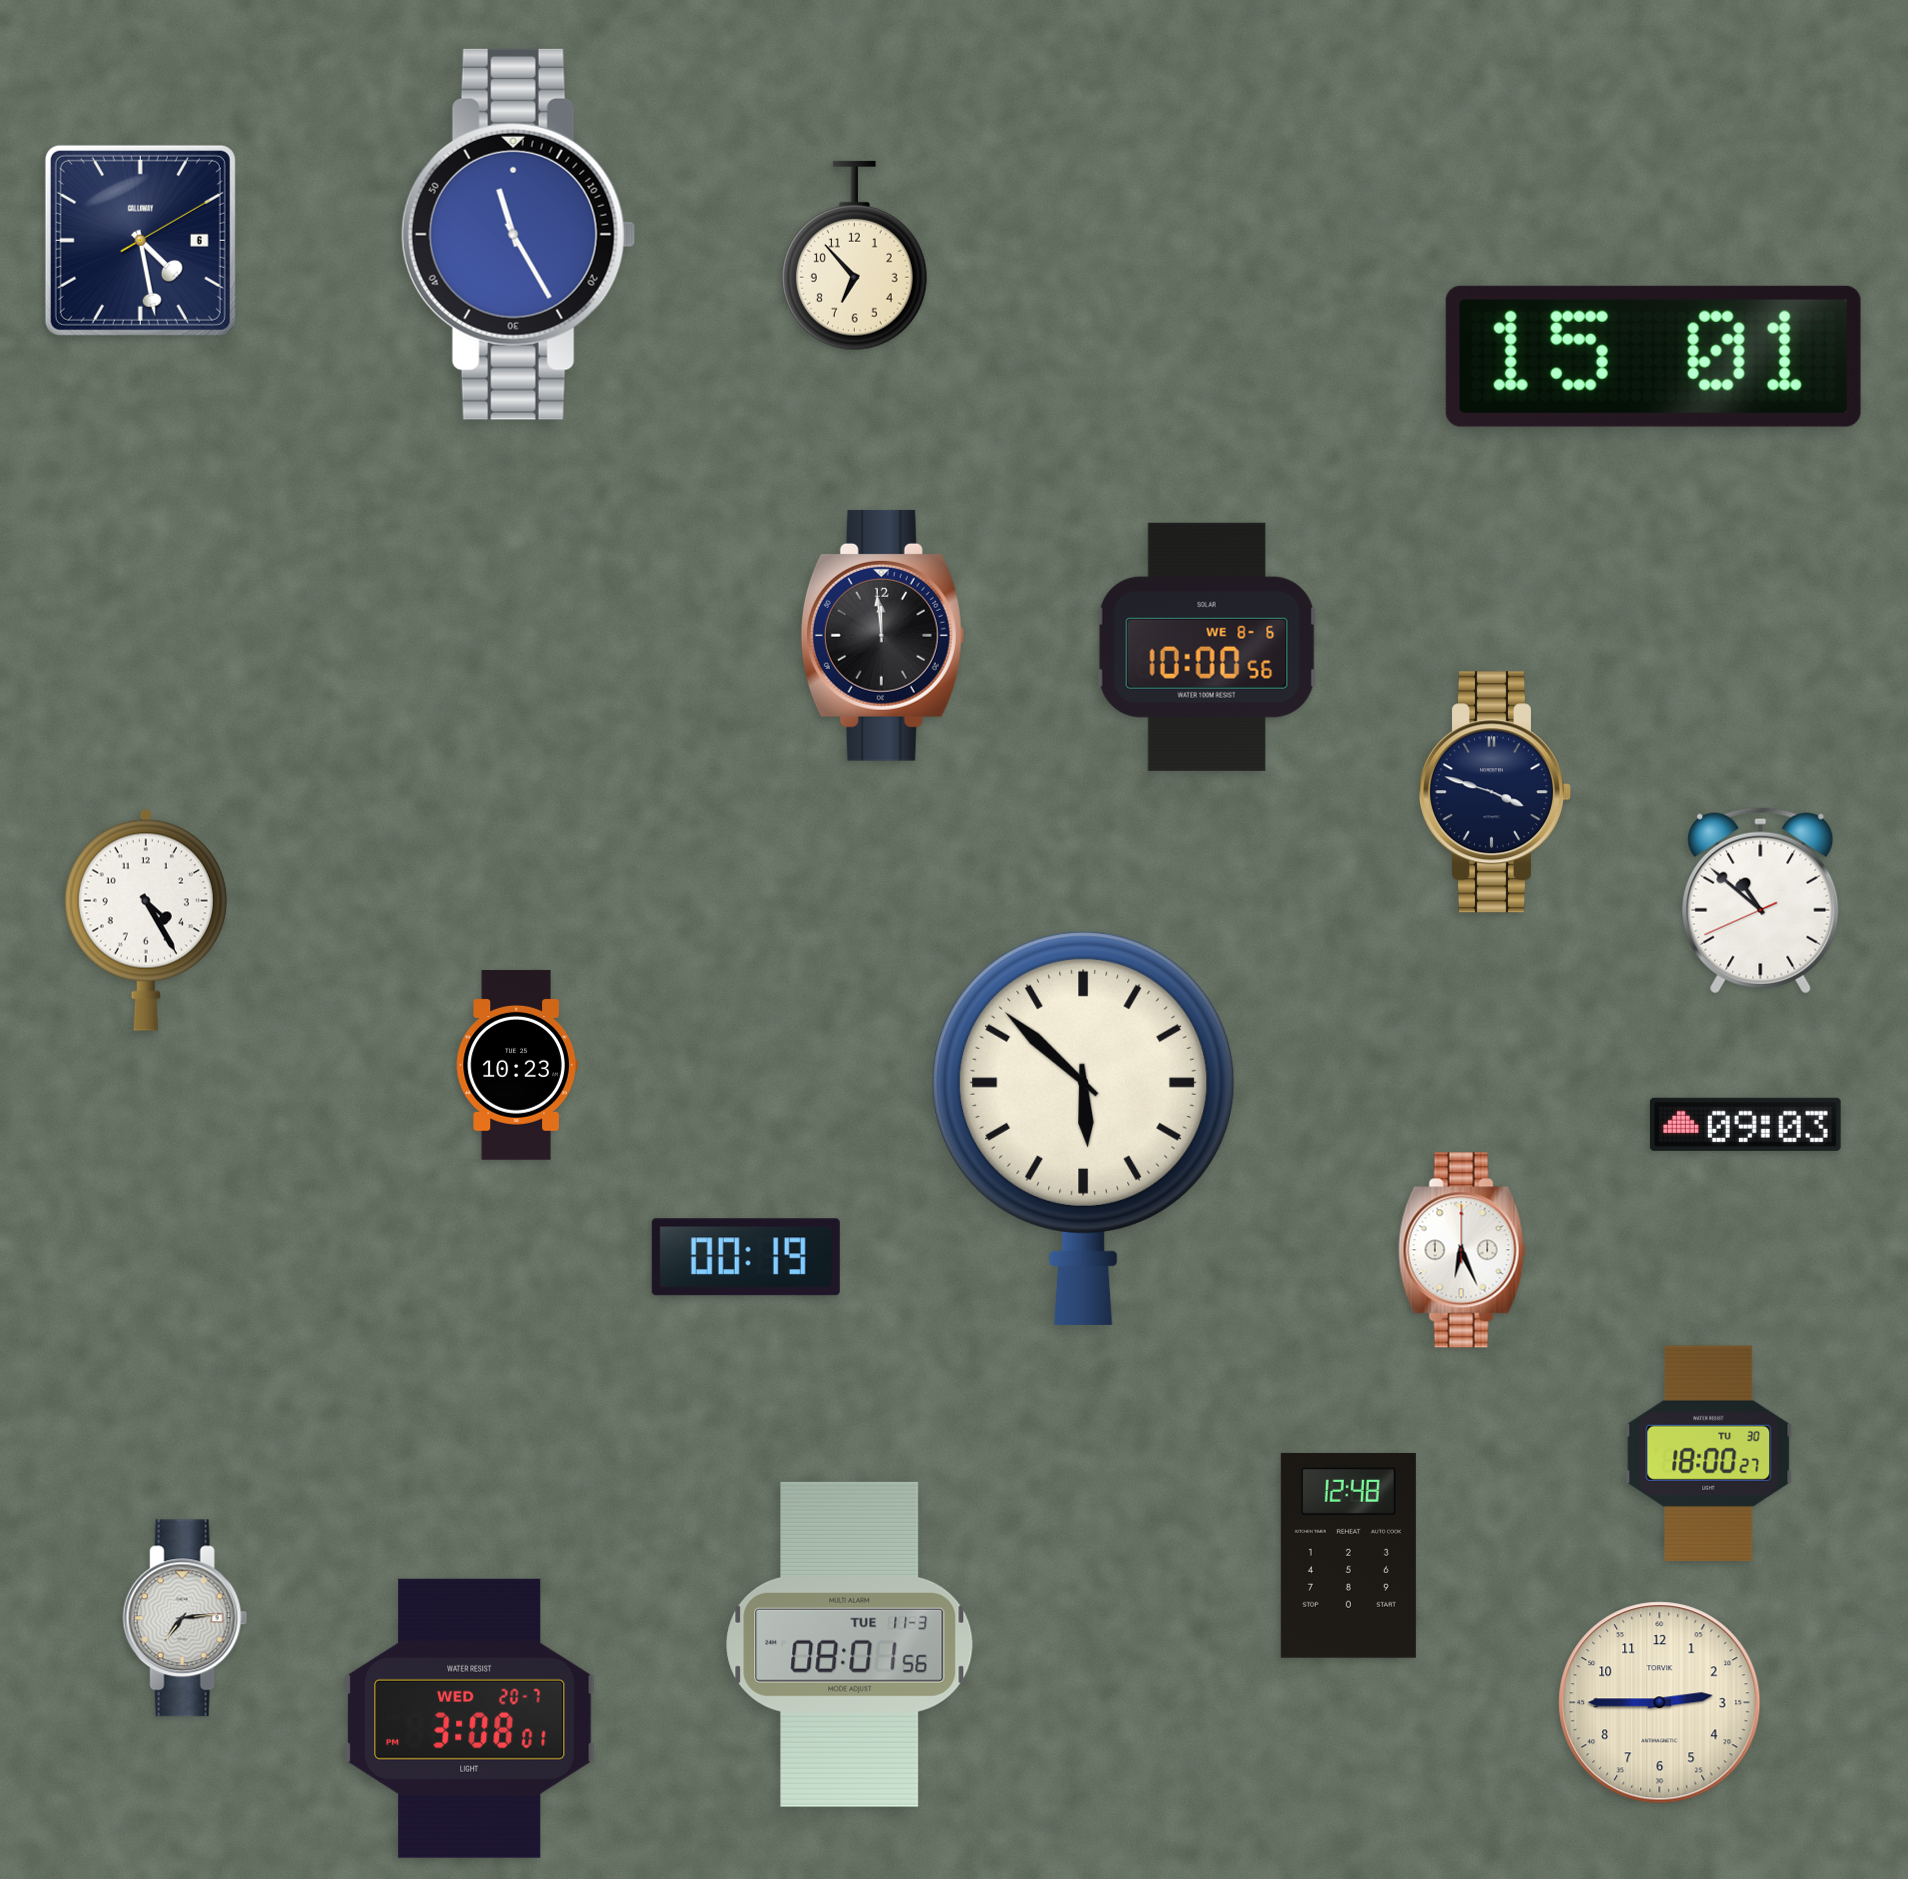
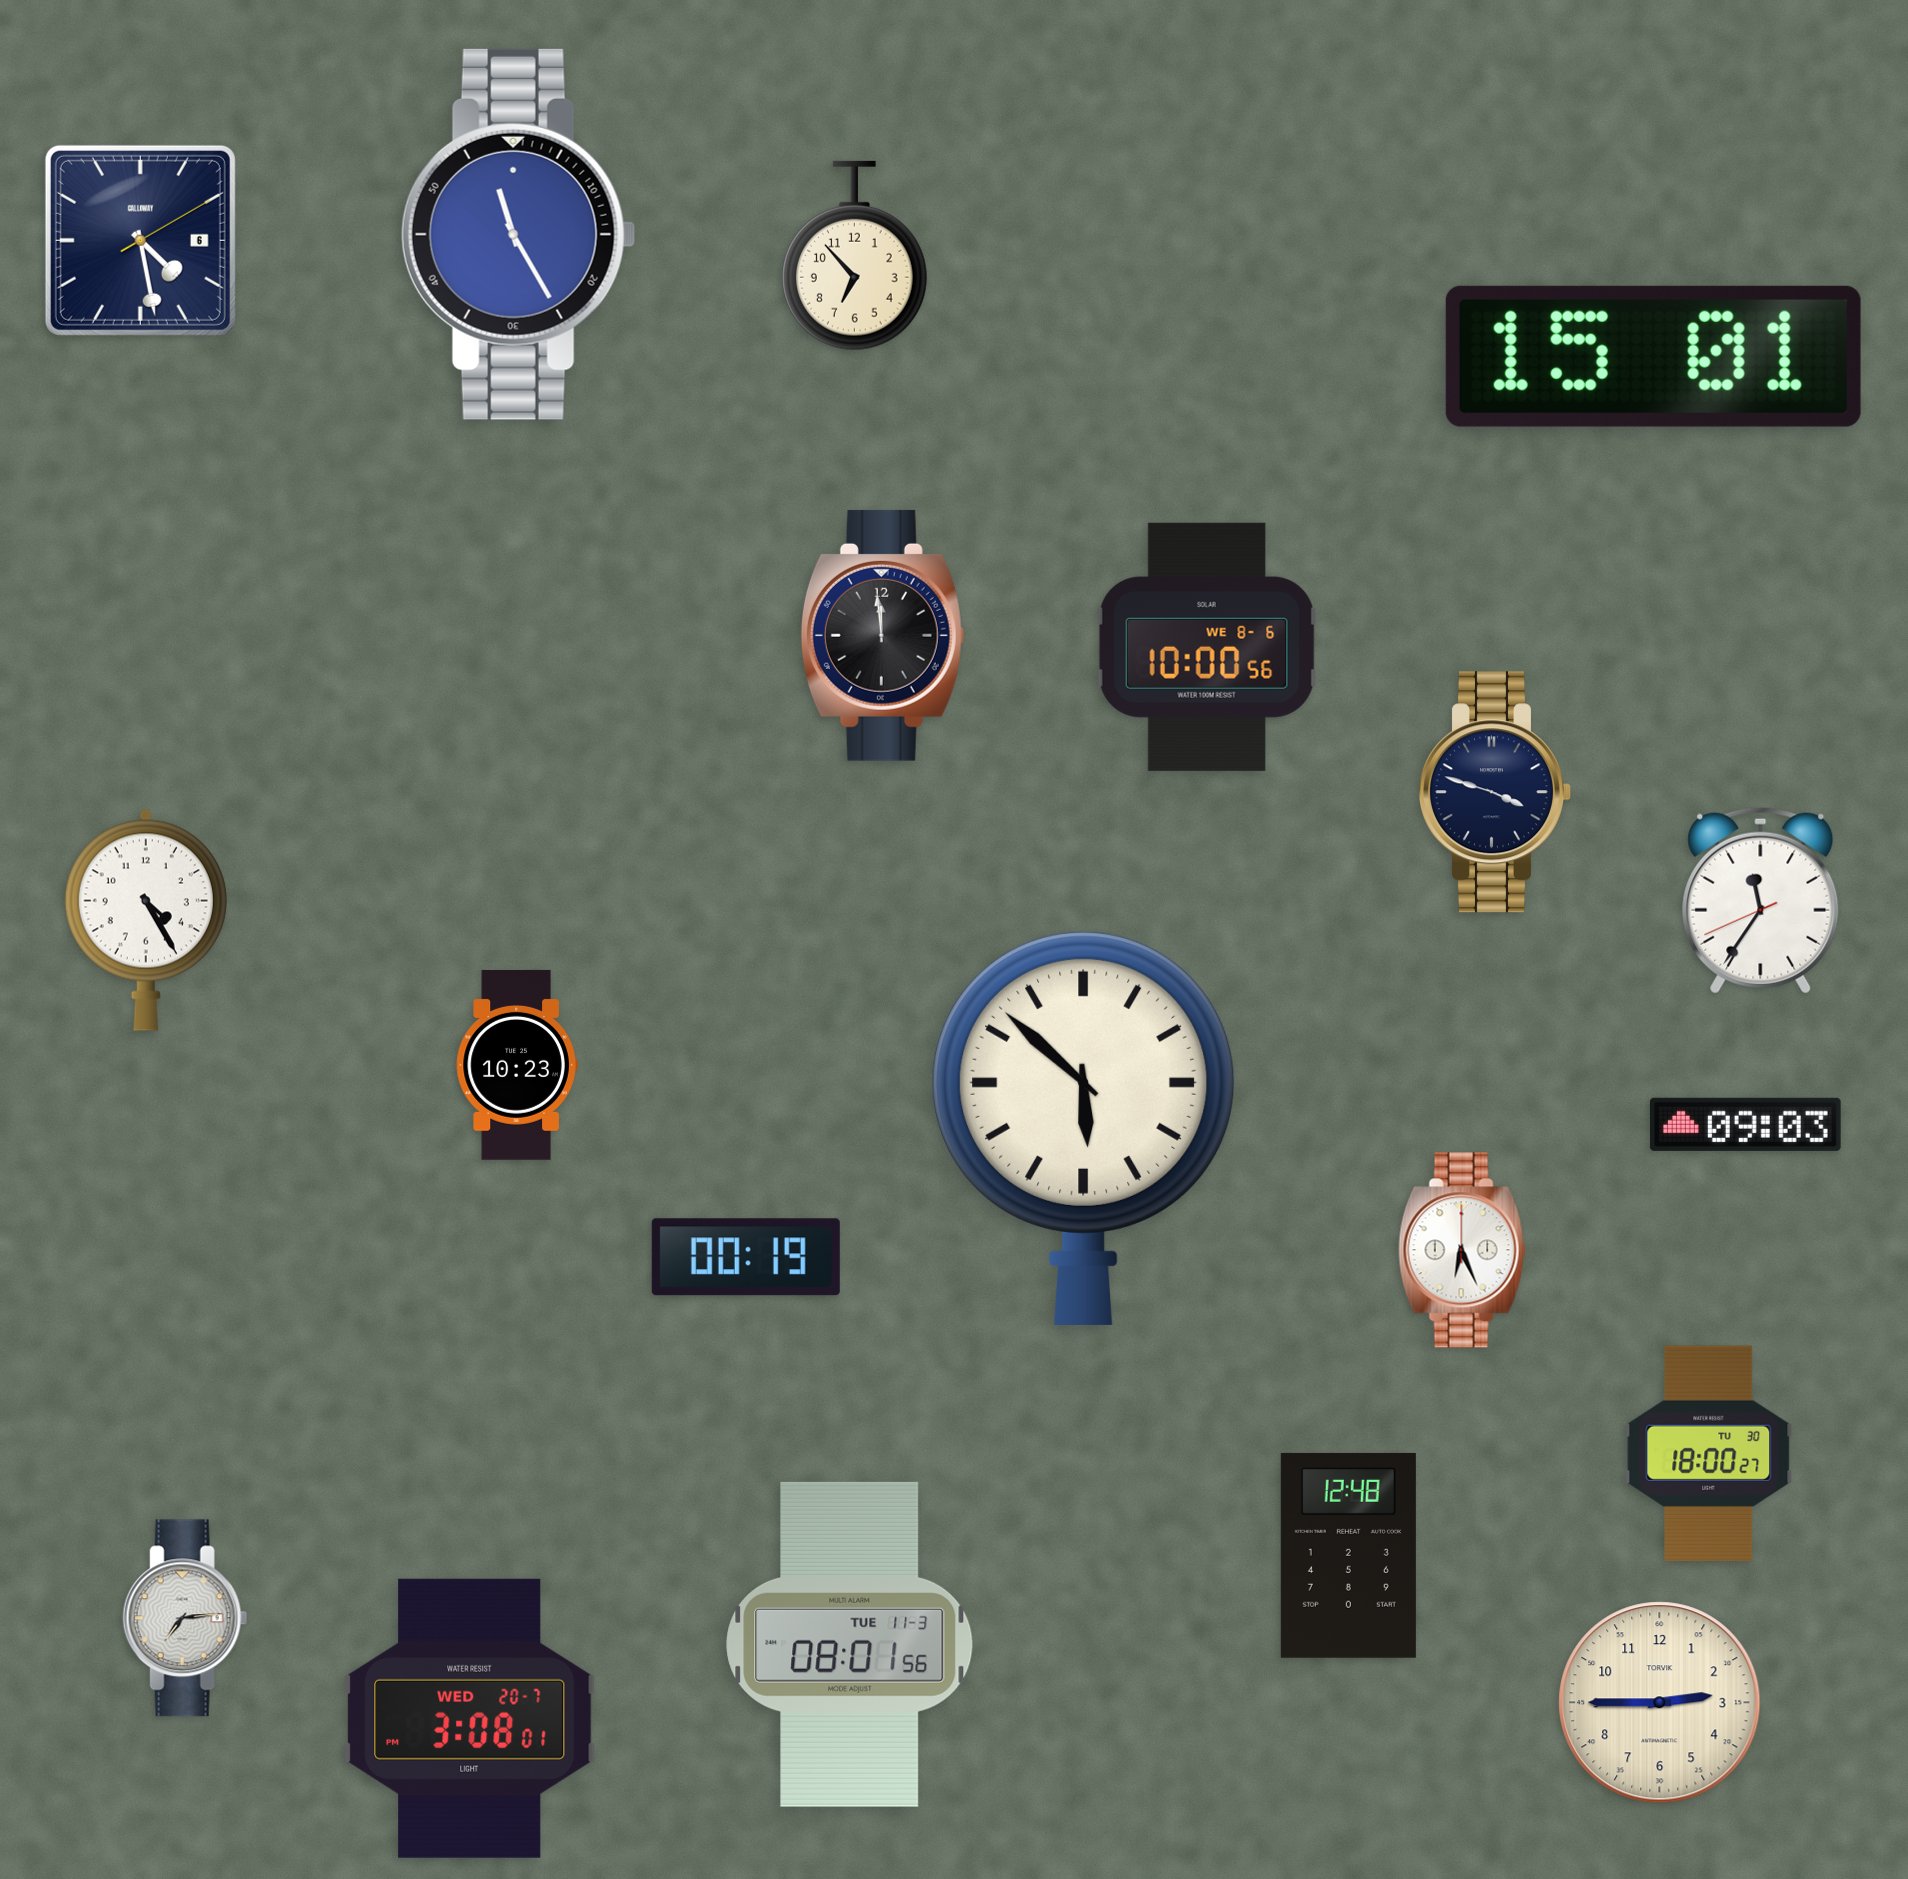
clock at (1761, 900): 10:51 -> 11:35
